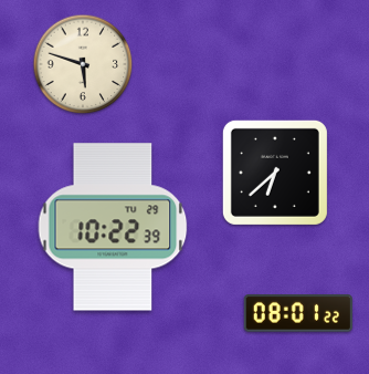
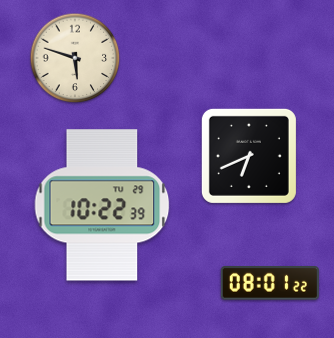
clock at (275, 173): 6:38 -> 6:41
